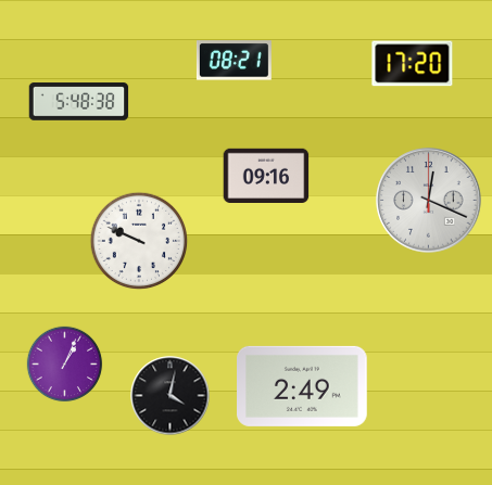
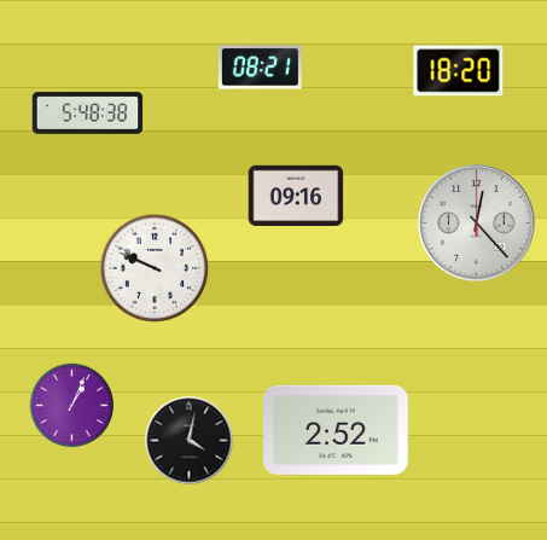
clock at (413, 64): 17:20 -> 18:20
clock at (429, 201): 12:19 -> 12:23
clock at (303, 386): 2:49 -> 2:52
